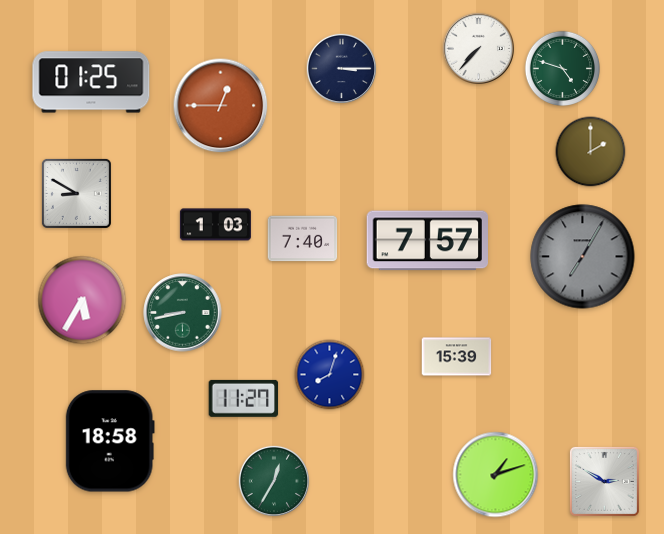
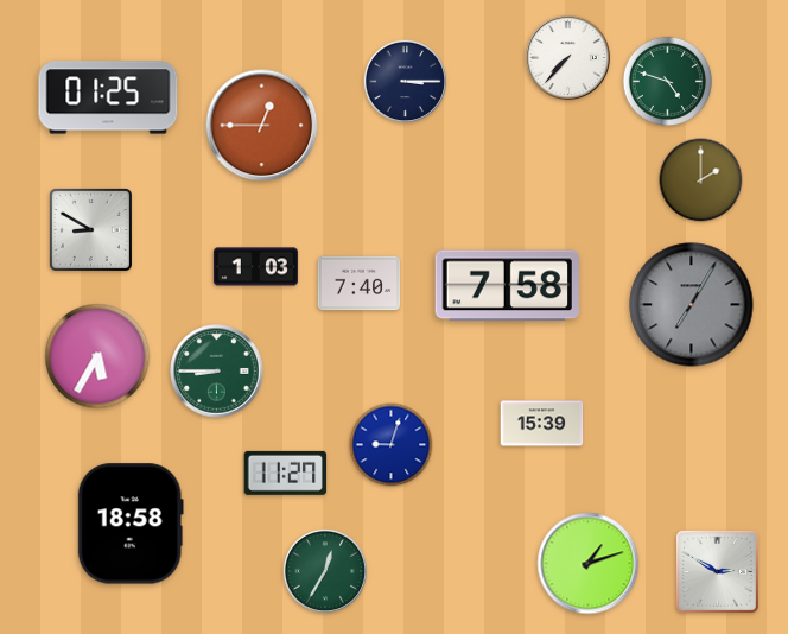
clock at (427, 241): 7:57 -> 7:58
clock at (183, 313): 8:43 -> 8:45
clock at (330, 375): 8:03 -> 9:03
clock at (244, 398) position: (244, 398) -> (286, 473)
